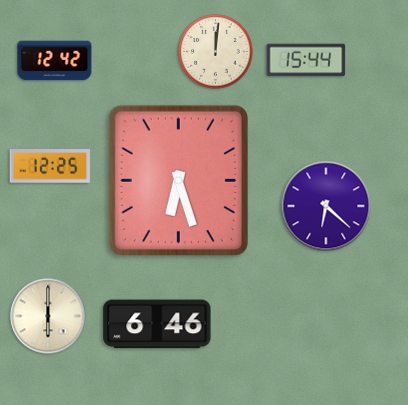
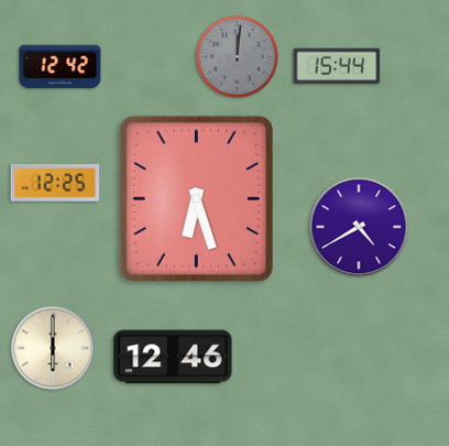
clock at (216, 52) dial: cream -> grey
clock at (326, 206): 6:22 -> 4:40
clock at (157, 324): 6:46 -> 12:46
